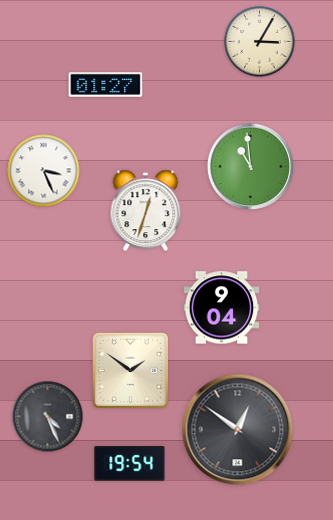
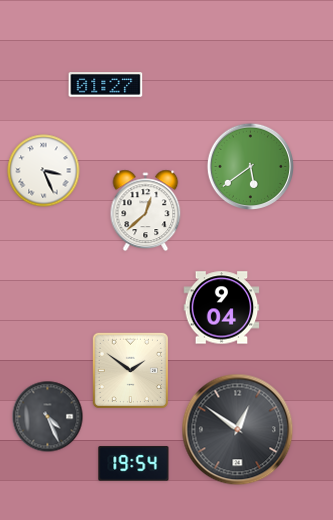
clock at (260, 42): 3:05 -> none
clock at (250, 166): 10:59 -> 5:39
clock at (146, 211): 12:33 -> 12:38
clock at (130, 464) position: (130, 464) -> (134, 464)
